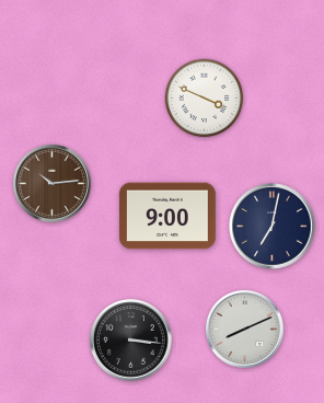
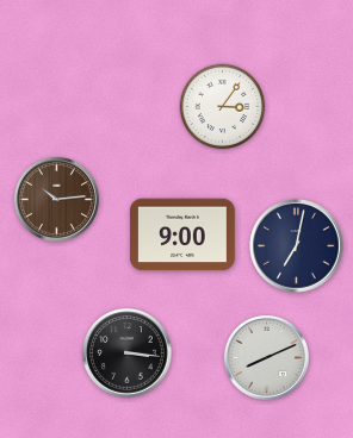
clock at (205, 99): 3:49 -> 3:06
clock at (131, 341) position: (131, 341) -> (128, 353)
